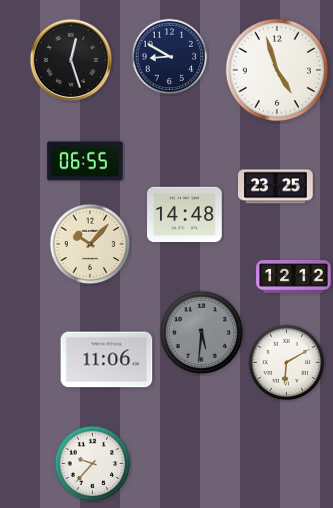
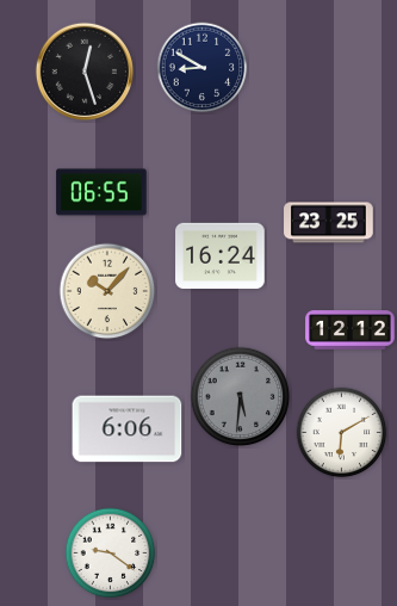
clock at (277, 70): 4:57 -> none
clock at (185, 215): 14:48 -> 16:24
clock at (107, 360): 11:06 -> 6:06
clock at (93, 464): 9:37 -> 9:21
